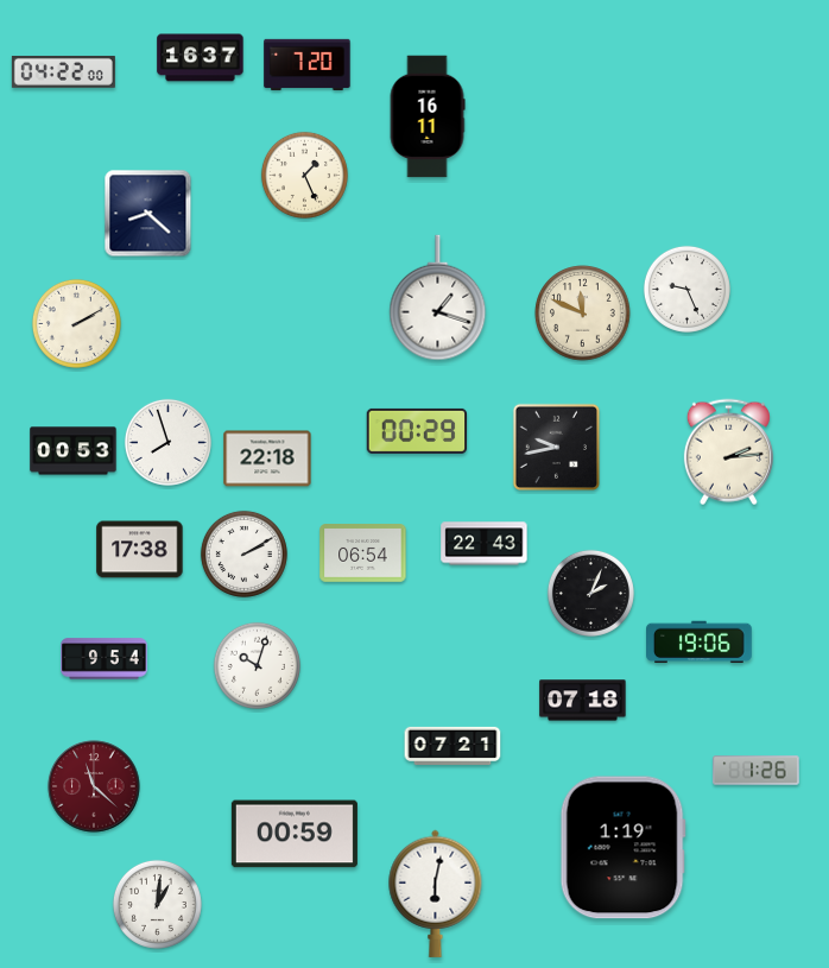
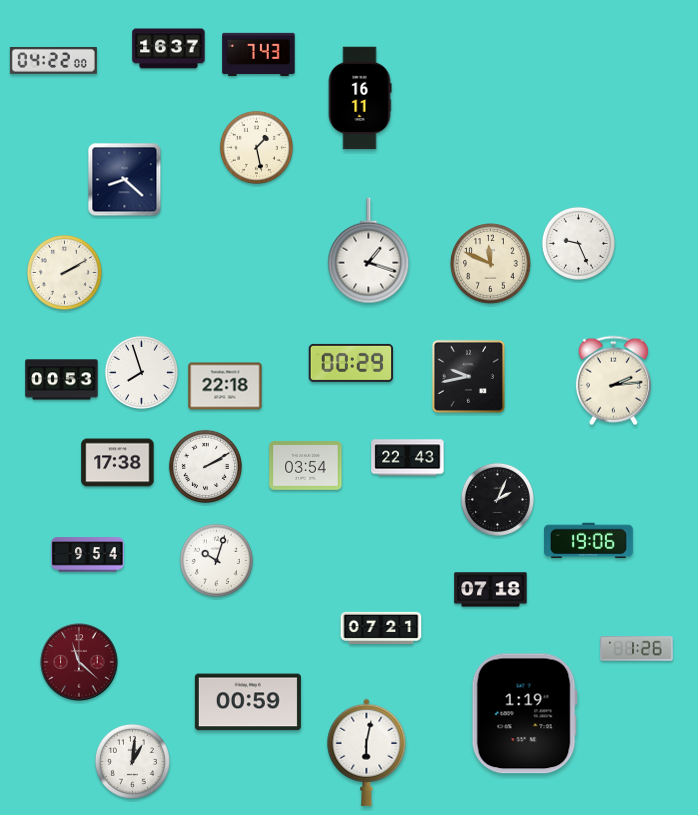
clock at (308, 64): 7:20 -> 7:43
clock at (304, 175): 1:26 -> 1:28
clock at (363, 553): 06:54 -> 03:54
